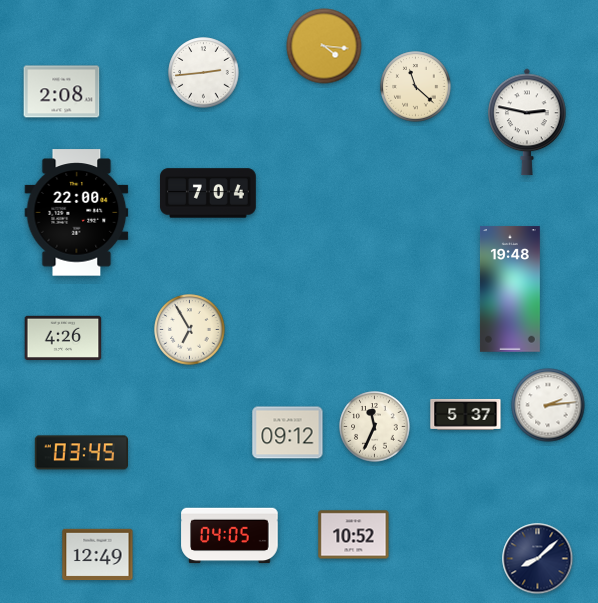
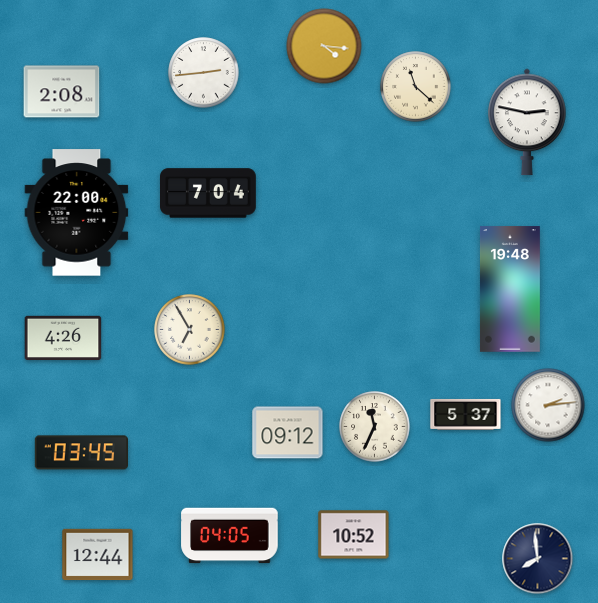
clock at (98, 555): 12:49 -> 12:44
clock at (538, 559): 8:08 -> 7:59
